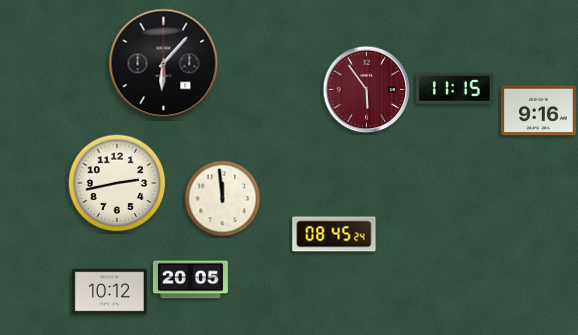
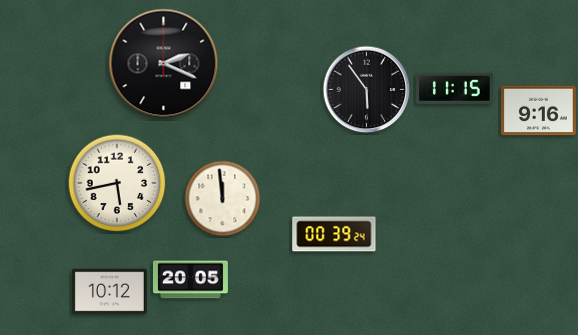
clock at (164, 64): 6:07 -> 2:19
clock at (367, 90) dial: burgundy -> black
clock at (117, 183): 2:43 -> 5:43
clock at (334, 234): 08:45 -> 00:39
